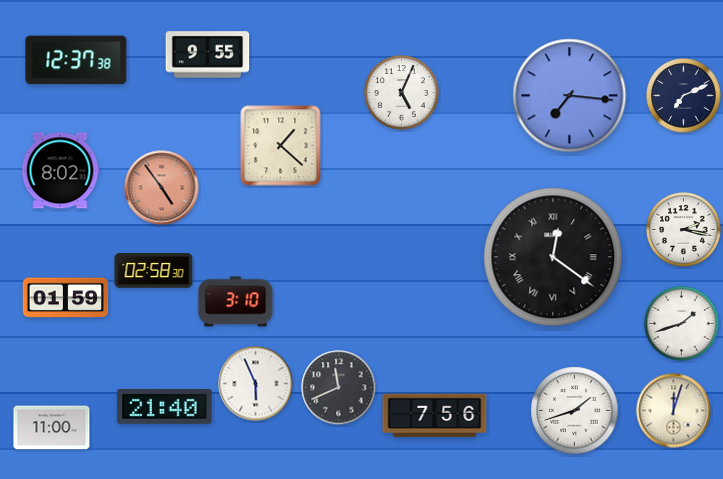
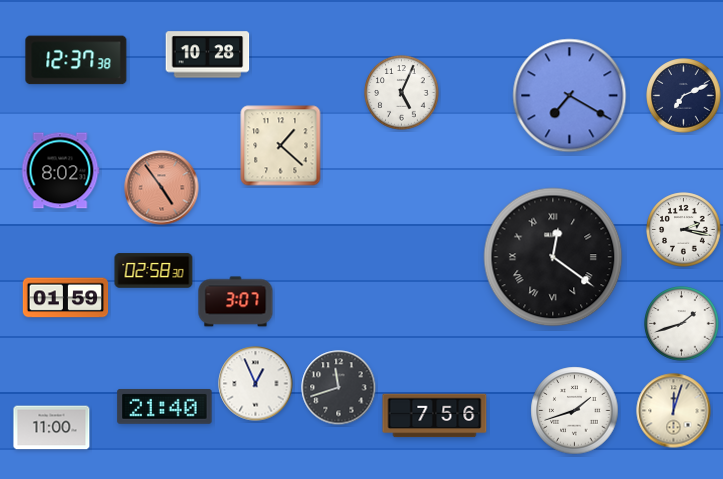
clock at (208, 55): 9:55 -> 10:28
clock at (570, 96): 7:16 -> 7:20
clock at (236, 302): 3:10 -> 3:07
clock at (256, 384): 5:56 -> 12:56
clock at (339, 388): 11:41 -> 11:42
